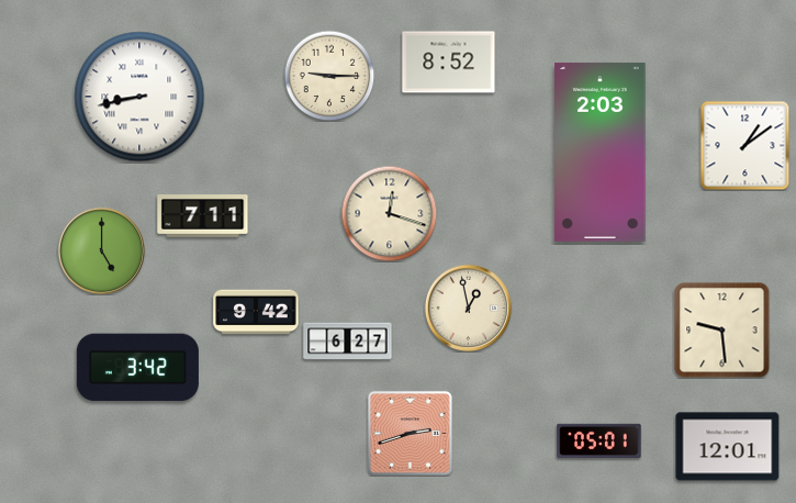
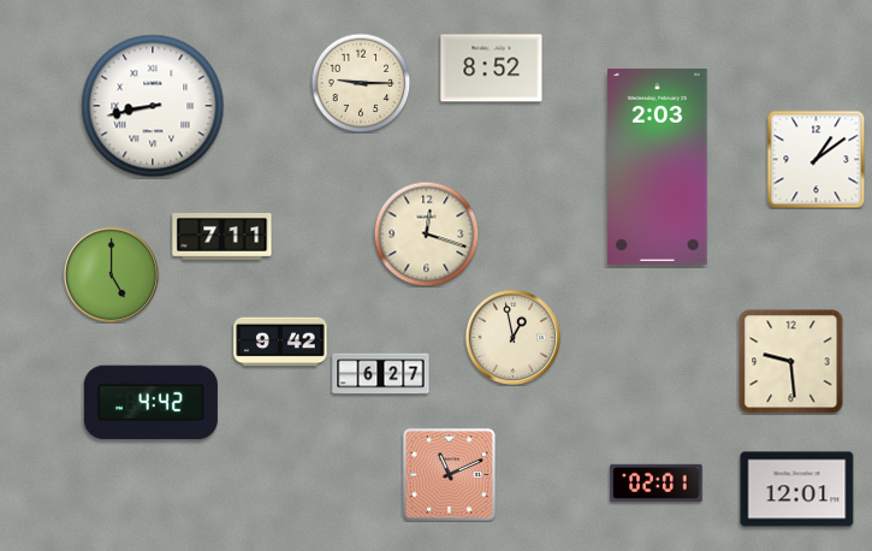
clock at (137, 368): 3:42 -> 4:42
clock at (410, 433): 2:42 -> 11:11
clock at (599, 441): 05:01 -> 02:01
